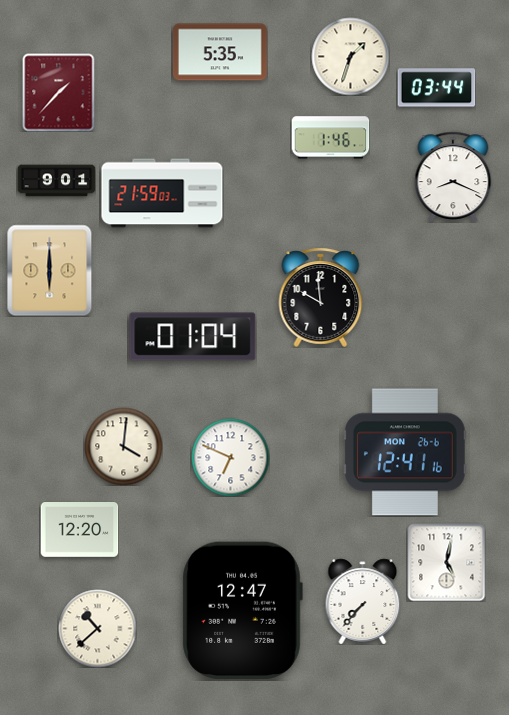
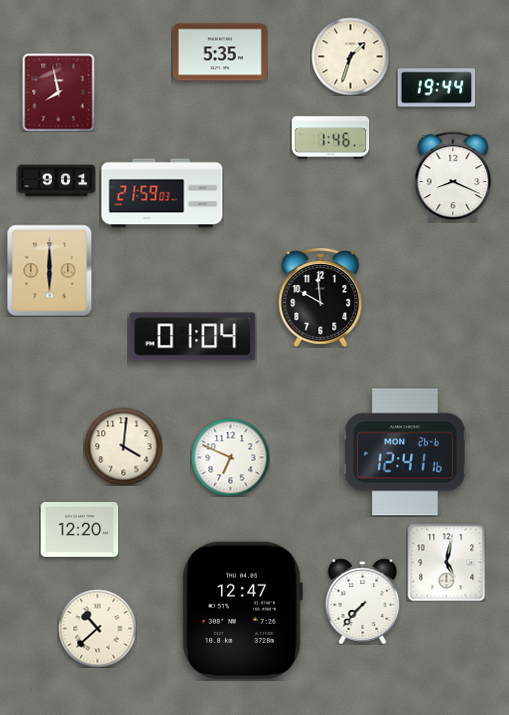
clock at (436, 88): 03:44 -> 19:44
clock at (59, 92): 1:37 -> 7:58
